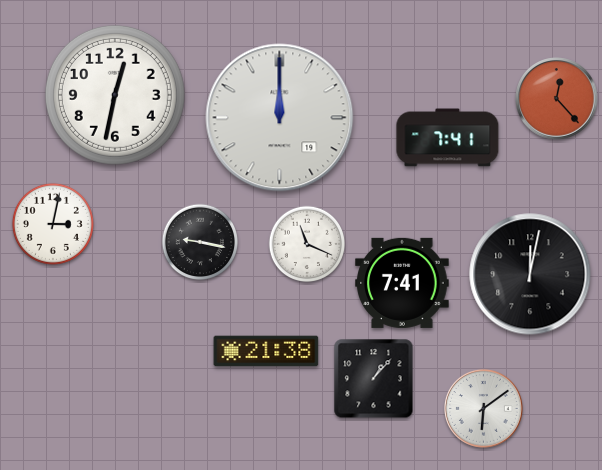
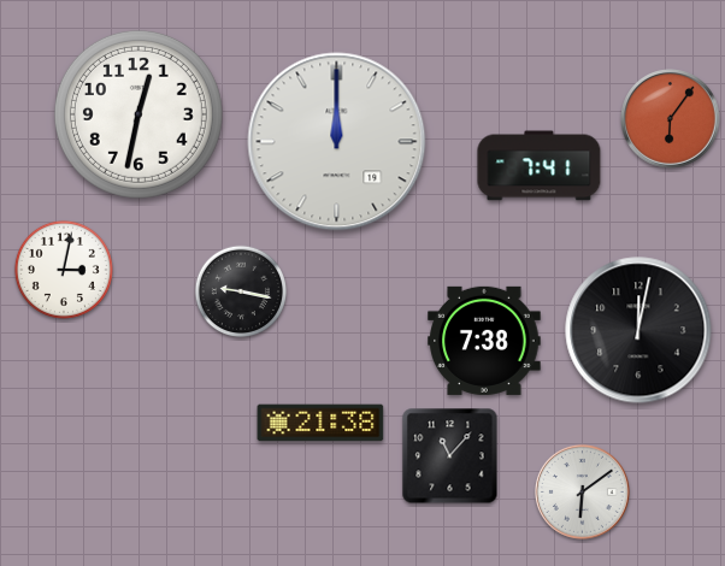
clock at (557, 99): 12:23 -> 6:06
clock at (307, 244): 11:19 -> none
clock at (402, 283): 7:41 -> 7:38
clock at (374, 379): 1:07 -> 11:07
